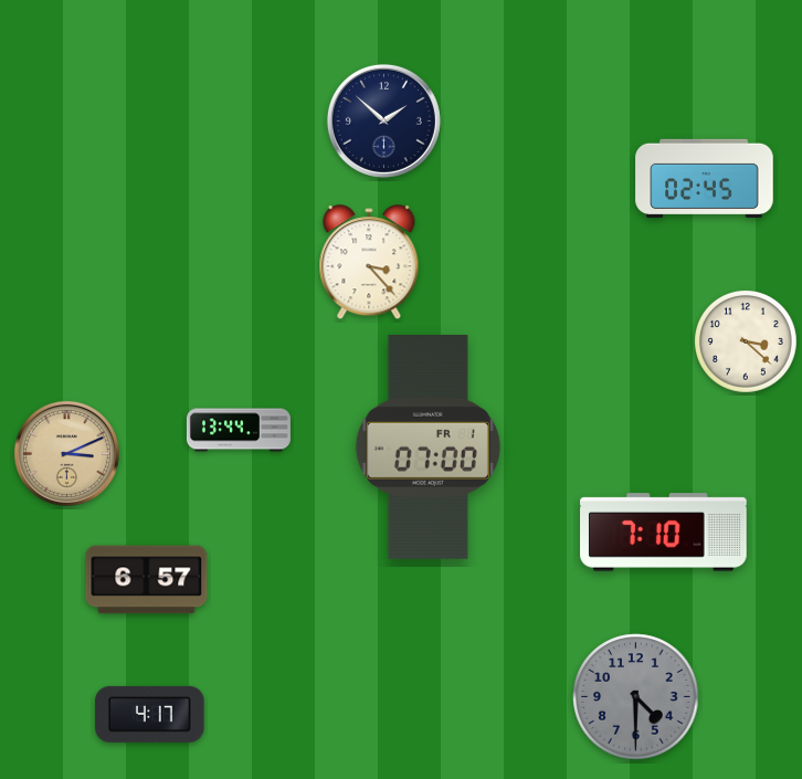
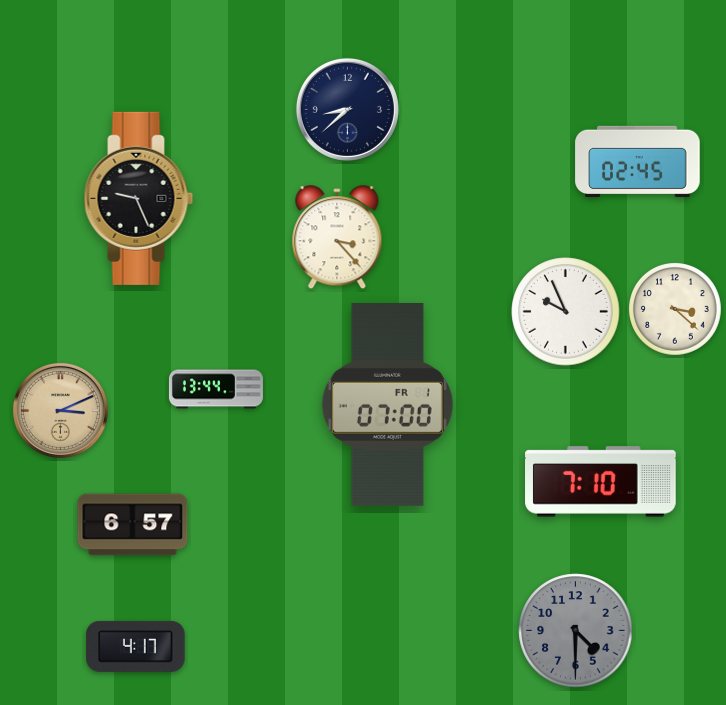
clock at (383, 120): 1:52 -> 8:38
clock at (139, 198): none -> 9:26
clock at (369, 263) position: (369, 263) -> (337, 238)
clock at (566, 312): none -> 9:56
